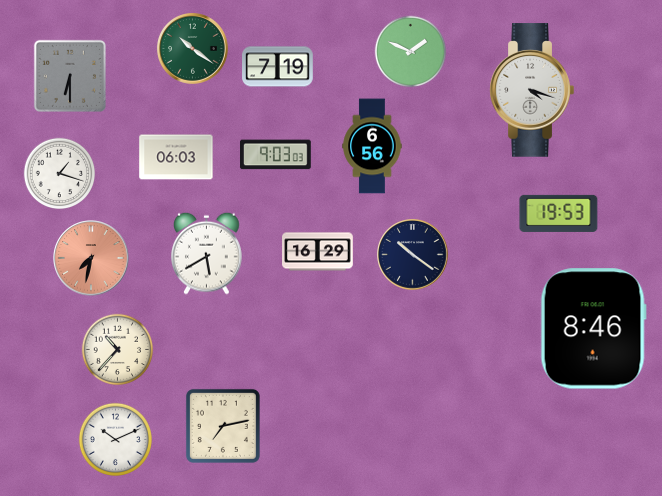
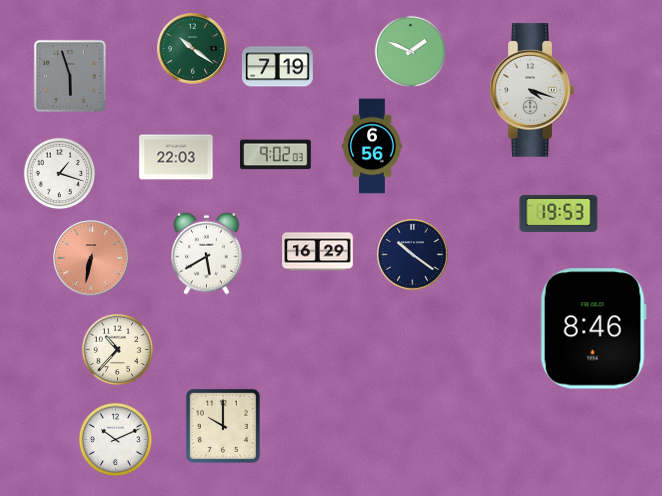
clock at (70, 76): 6:30 -> 5:57
clock at (276, 155): 9:03 -> 9:02
clock at (176, 157): 06:03 -> 22:03
clock at (91, 258): 7:32 -> 6:32
clock at (223, 426): 7:13 -> 10:00
